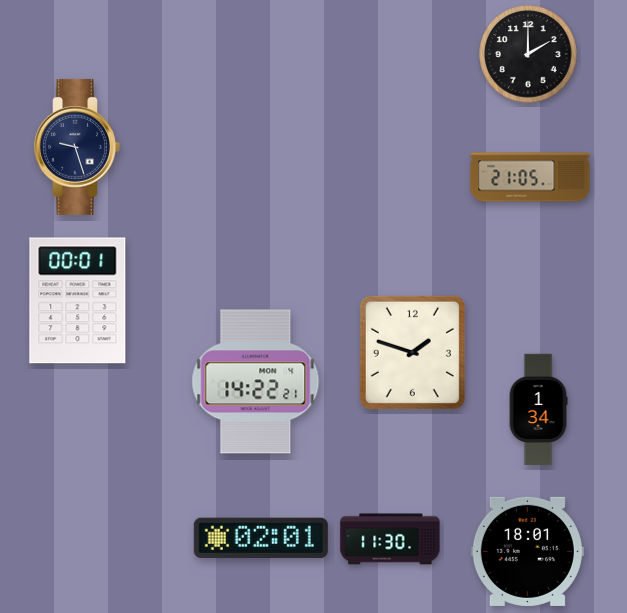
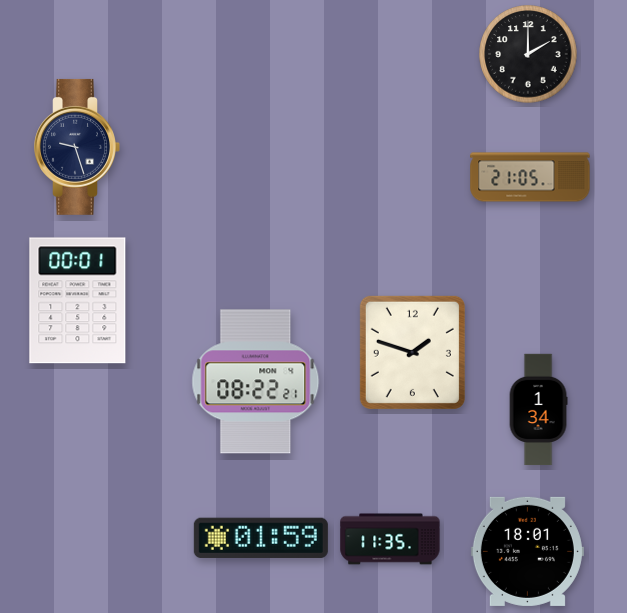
clock at (256, 382): 14:22 -> 08:22
clock at (261, 538): 02:01 -> 01:59
clock at (390, 539): 11:30 -> 11:35
